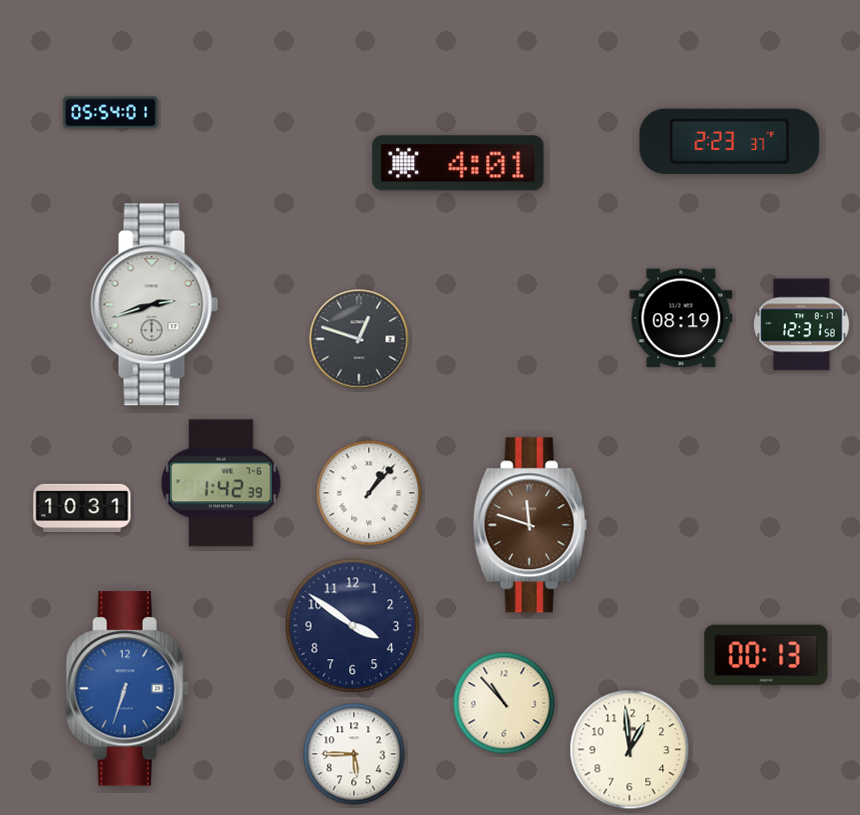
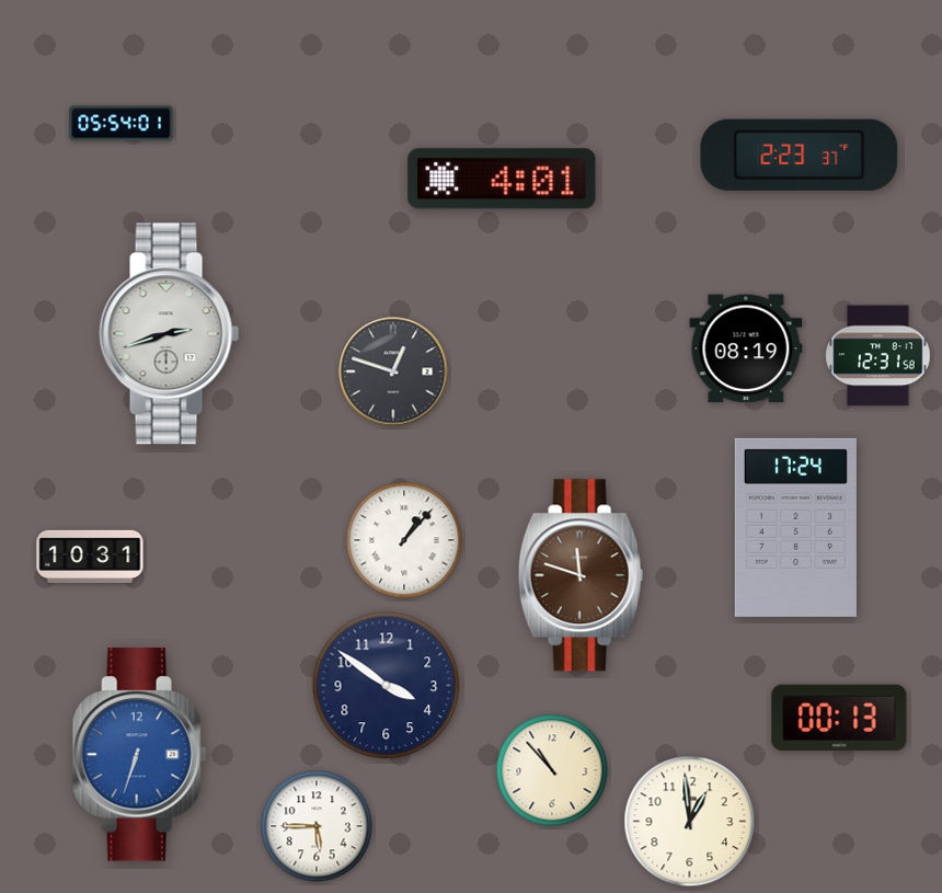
clock at (795, 527): none -> 17:24
clock at (221, 483): 1:42 -> none
clock at (354, 754) position: (354, 754) -> (317, 826)
